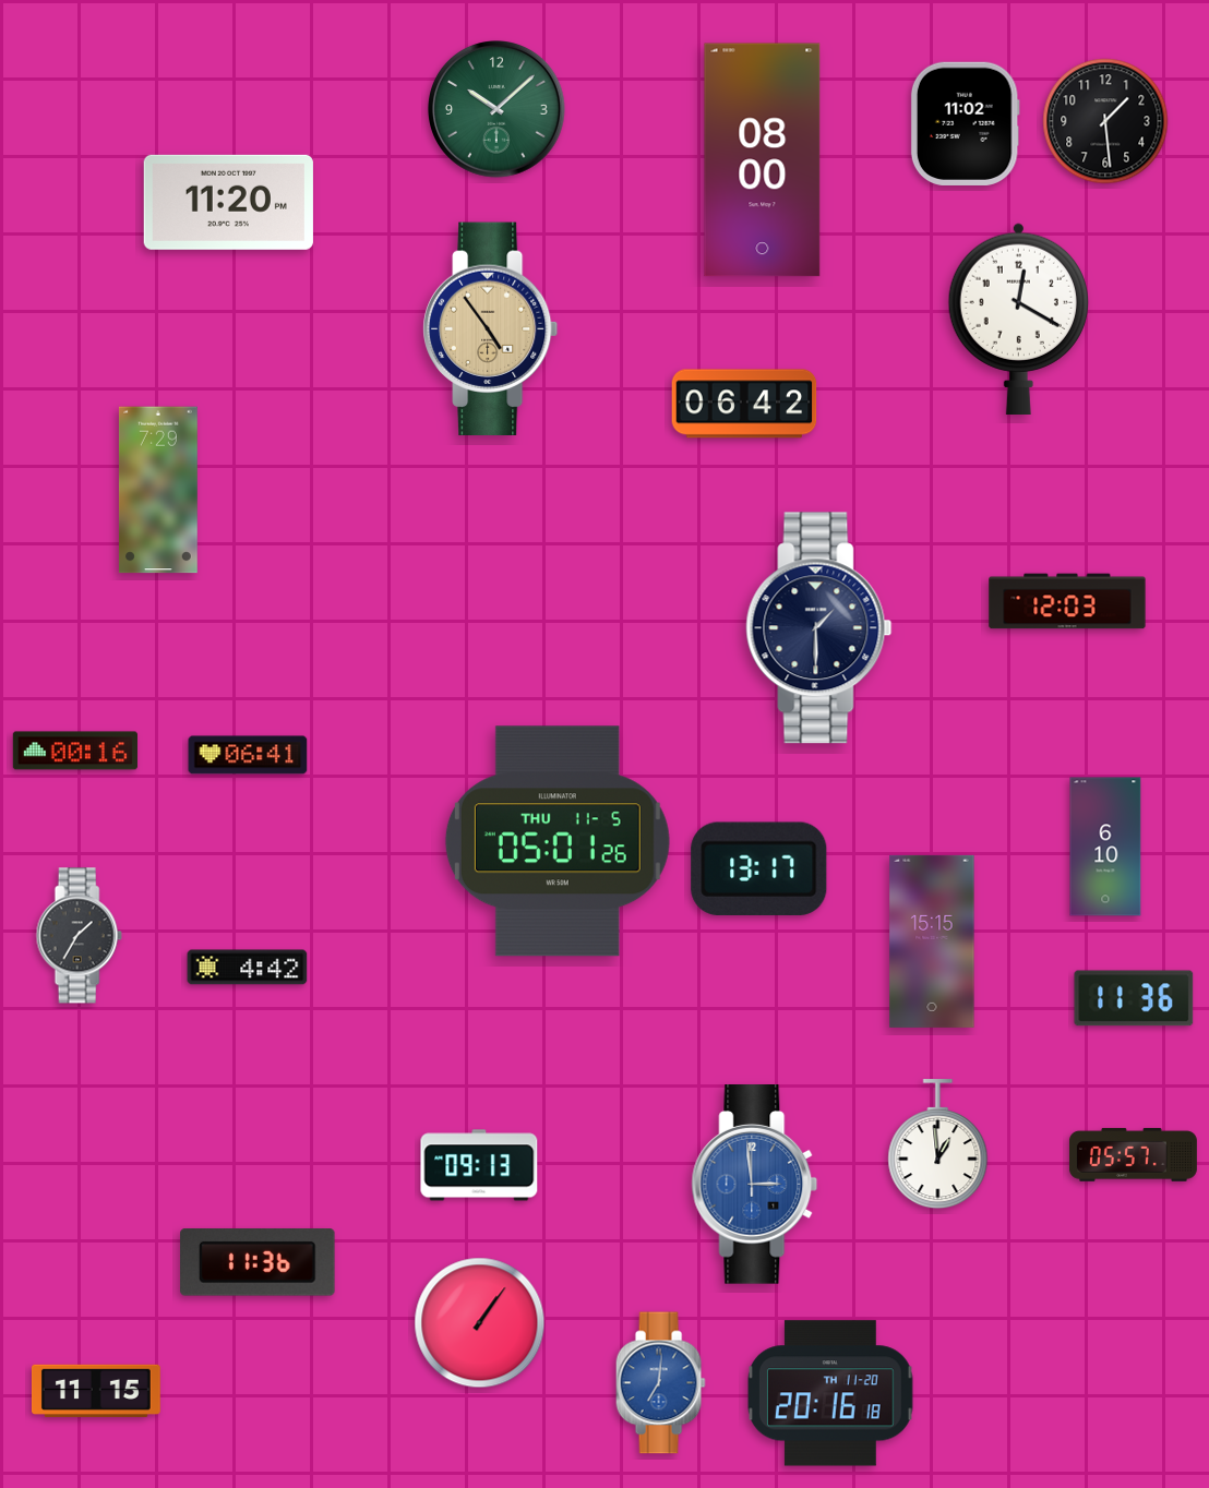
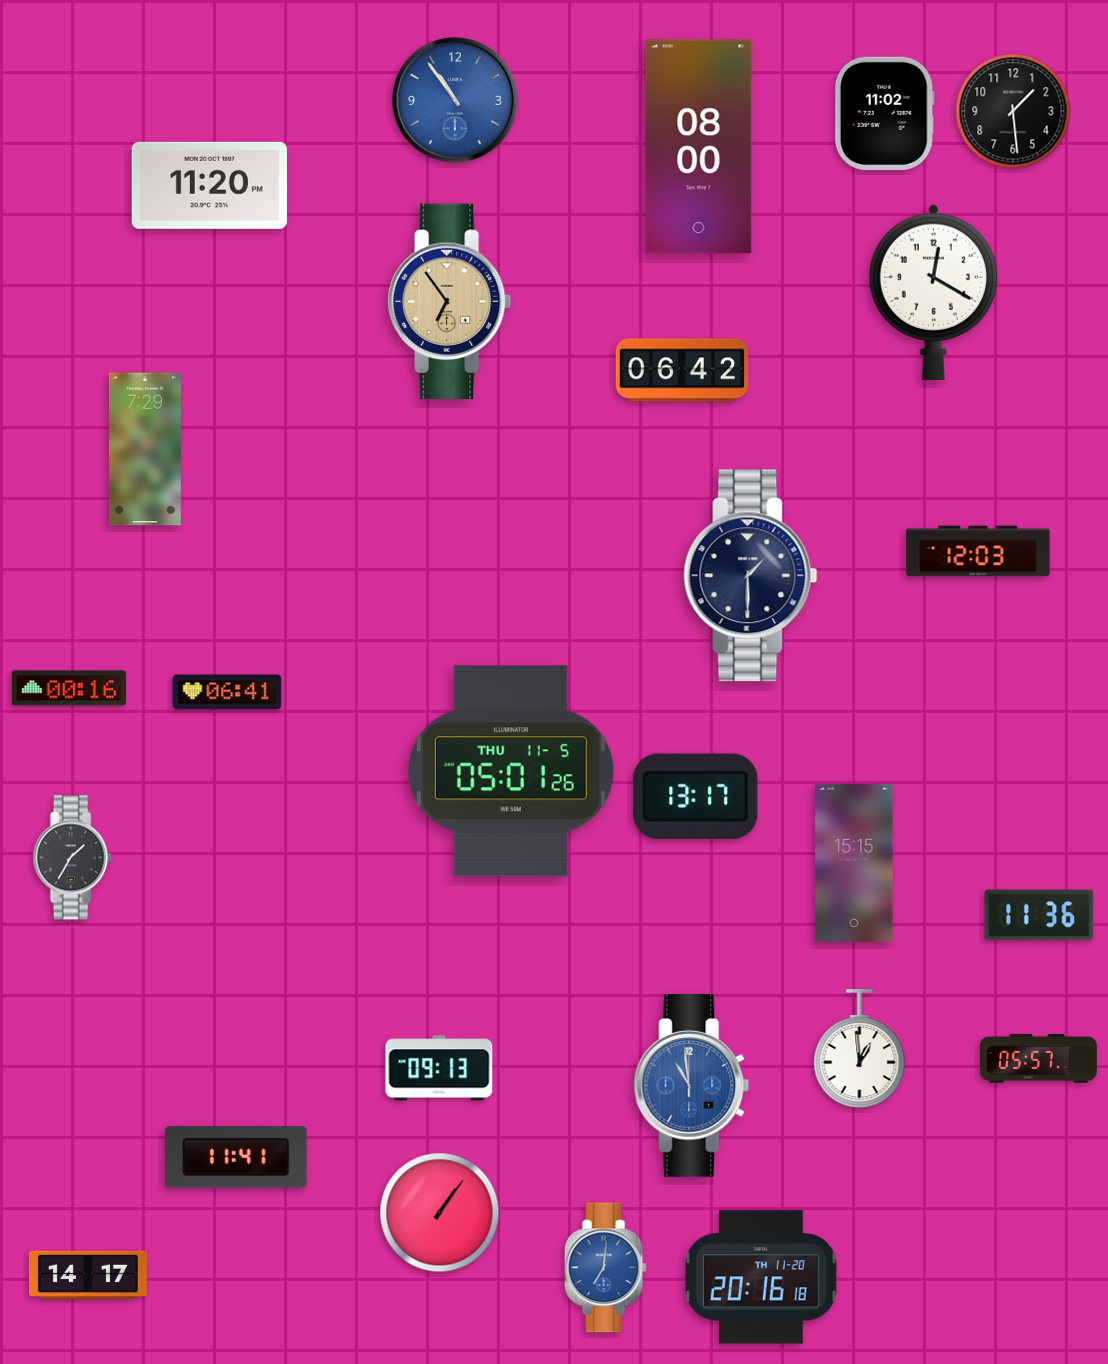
clock at (498, 110): 10:08 -> 10:54
clock at (498, 110) dial: green -> blue
clock at (491, 329): 4:54 -> 6:54
clock at (1105, 847): 6:10 -> none
clock at (248, 968): 4:42 -> none
clock at (755, 1185): 2:59 -> 10:59
clock at (258, 1262): 11:36 -> 11:41
clock at (97, 1391): 11:15 -> 14:17
